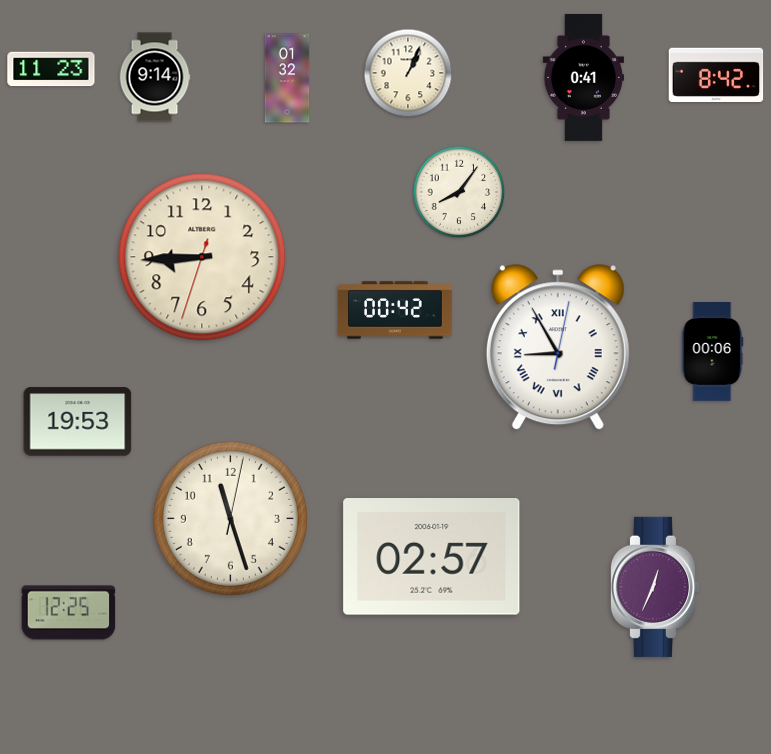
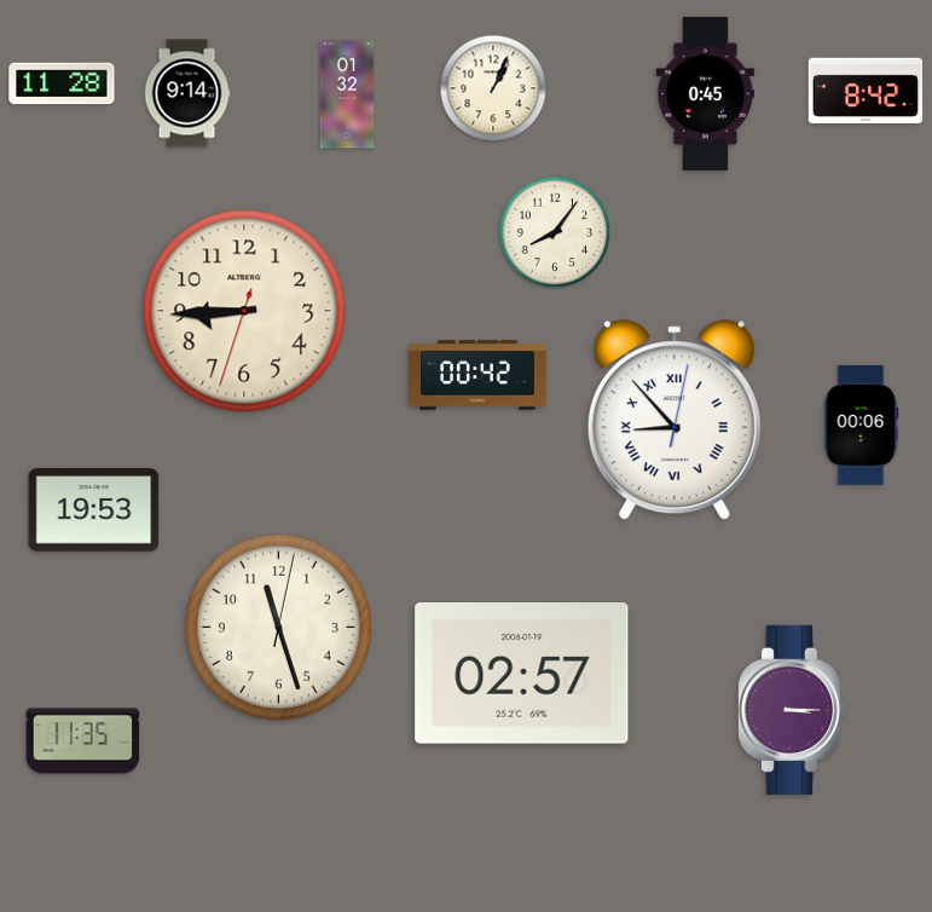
clock at (51, 69): 11:23 -> 11:28
clock at (583, 77): 0:41 -> 0:45
clock at (558, 348): 8:55 -> 8:53
clock at (654, 587): 12:34 -> 3:15
clock at (69, 613): 12:25 -> 11:35
